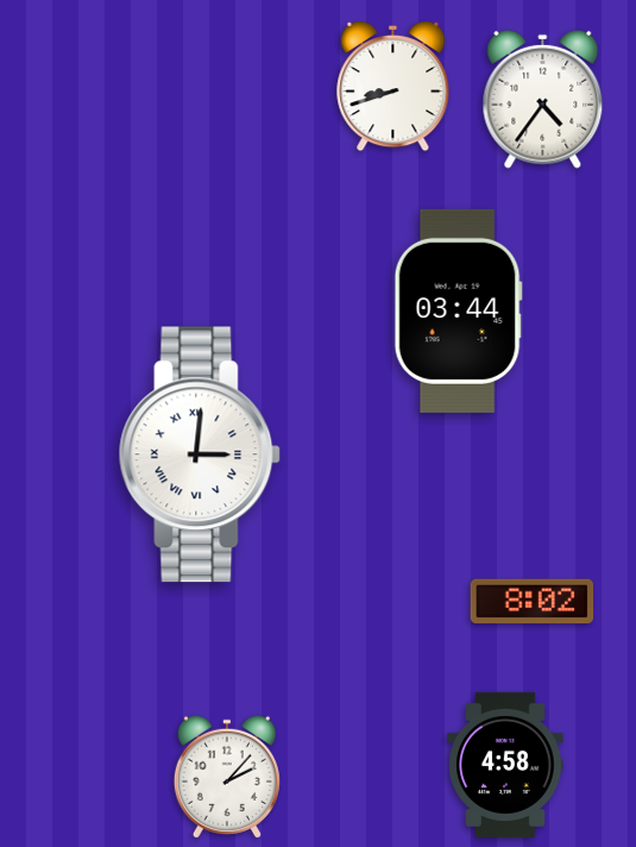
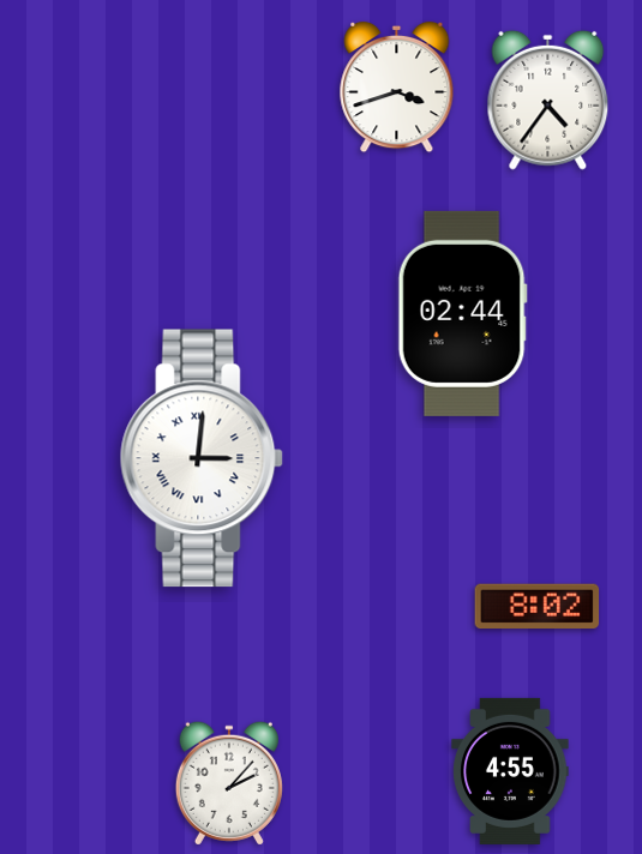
clock at (393, 87): 8:42 -> 3:42
clock at (458, 310): 03:44 -> 02:44
clock at (505, 765): 4:58 -> 4:55
